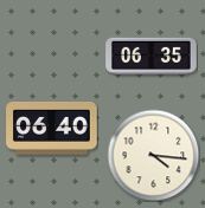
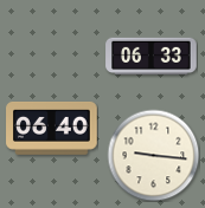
clock at (152, 57): 06:35 -> 06:33
clock at (153, 155): 4:16 -> 9:16
